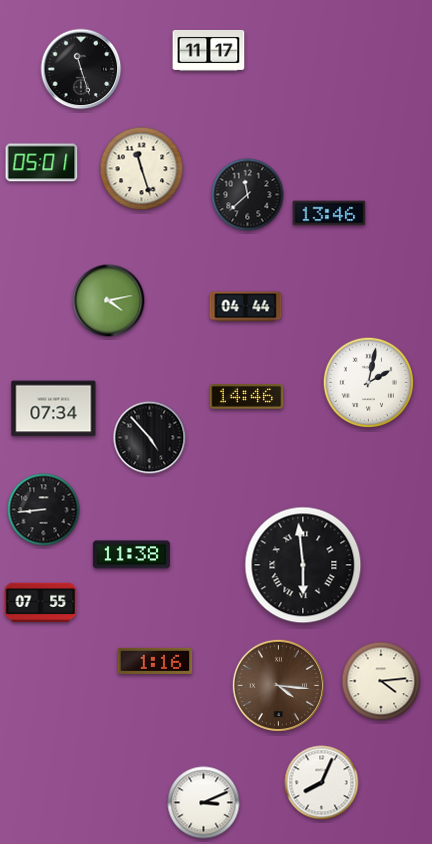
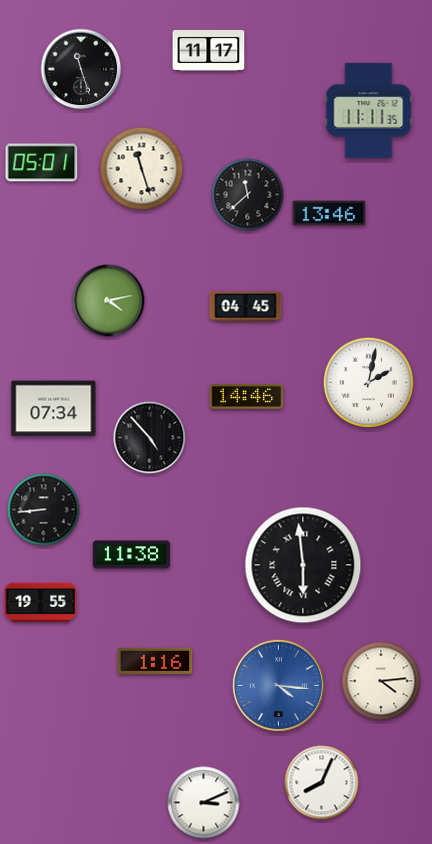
clock at (369, 110): none -> 11:11
clock at (246, 307): 04:44 -> 04:45
clock at (41, 603): 07:55 -> 19:55
clock at (278, 685) dial: brown -> blue
